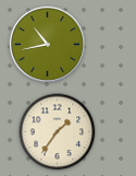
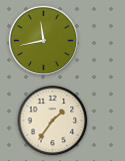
clock at (47, 44): 10:43 -> 11:43
